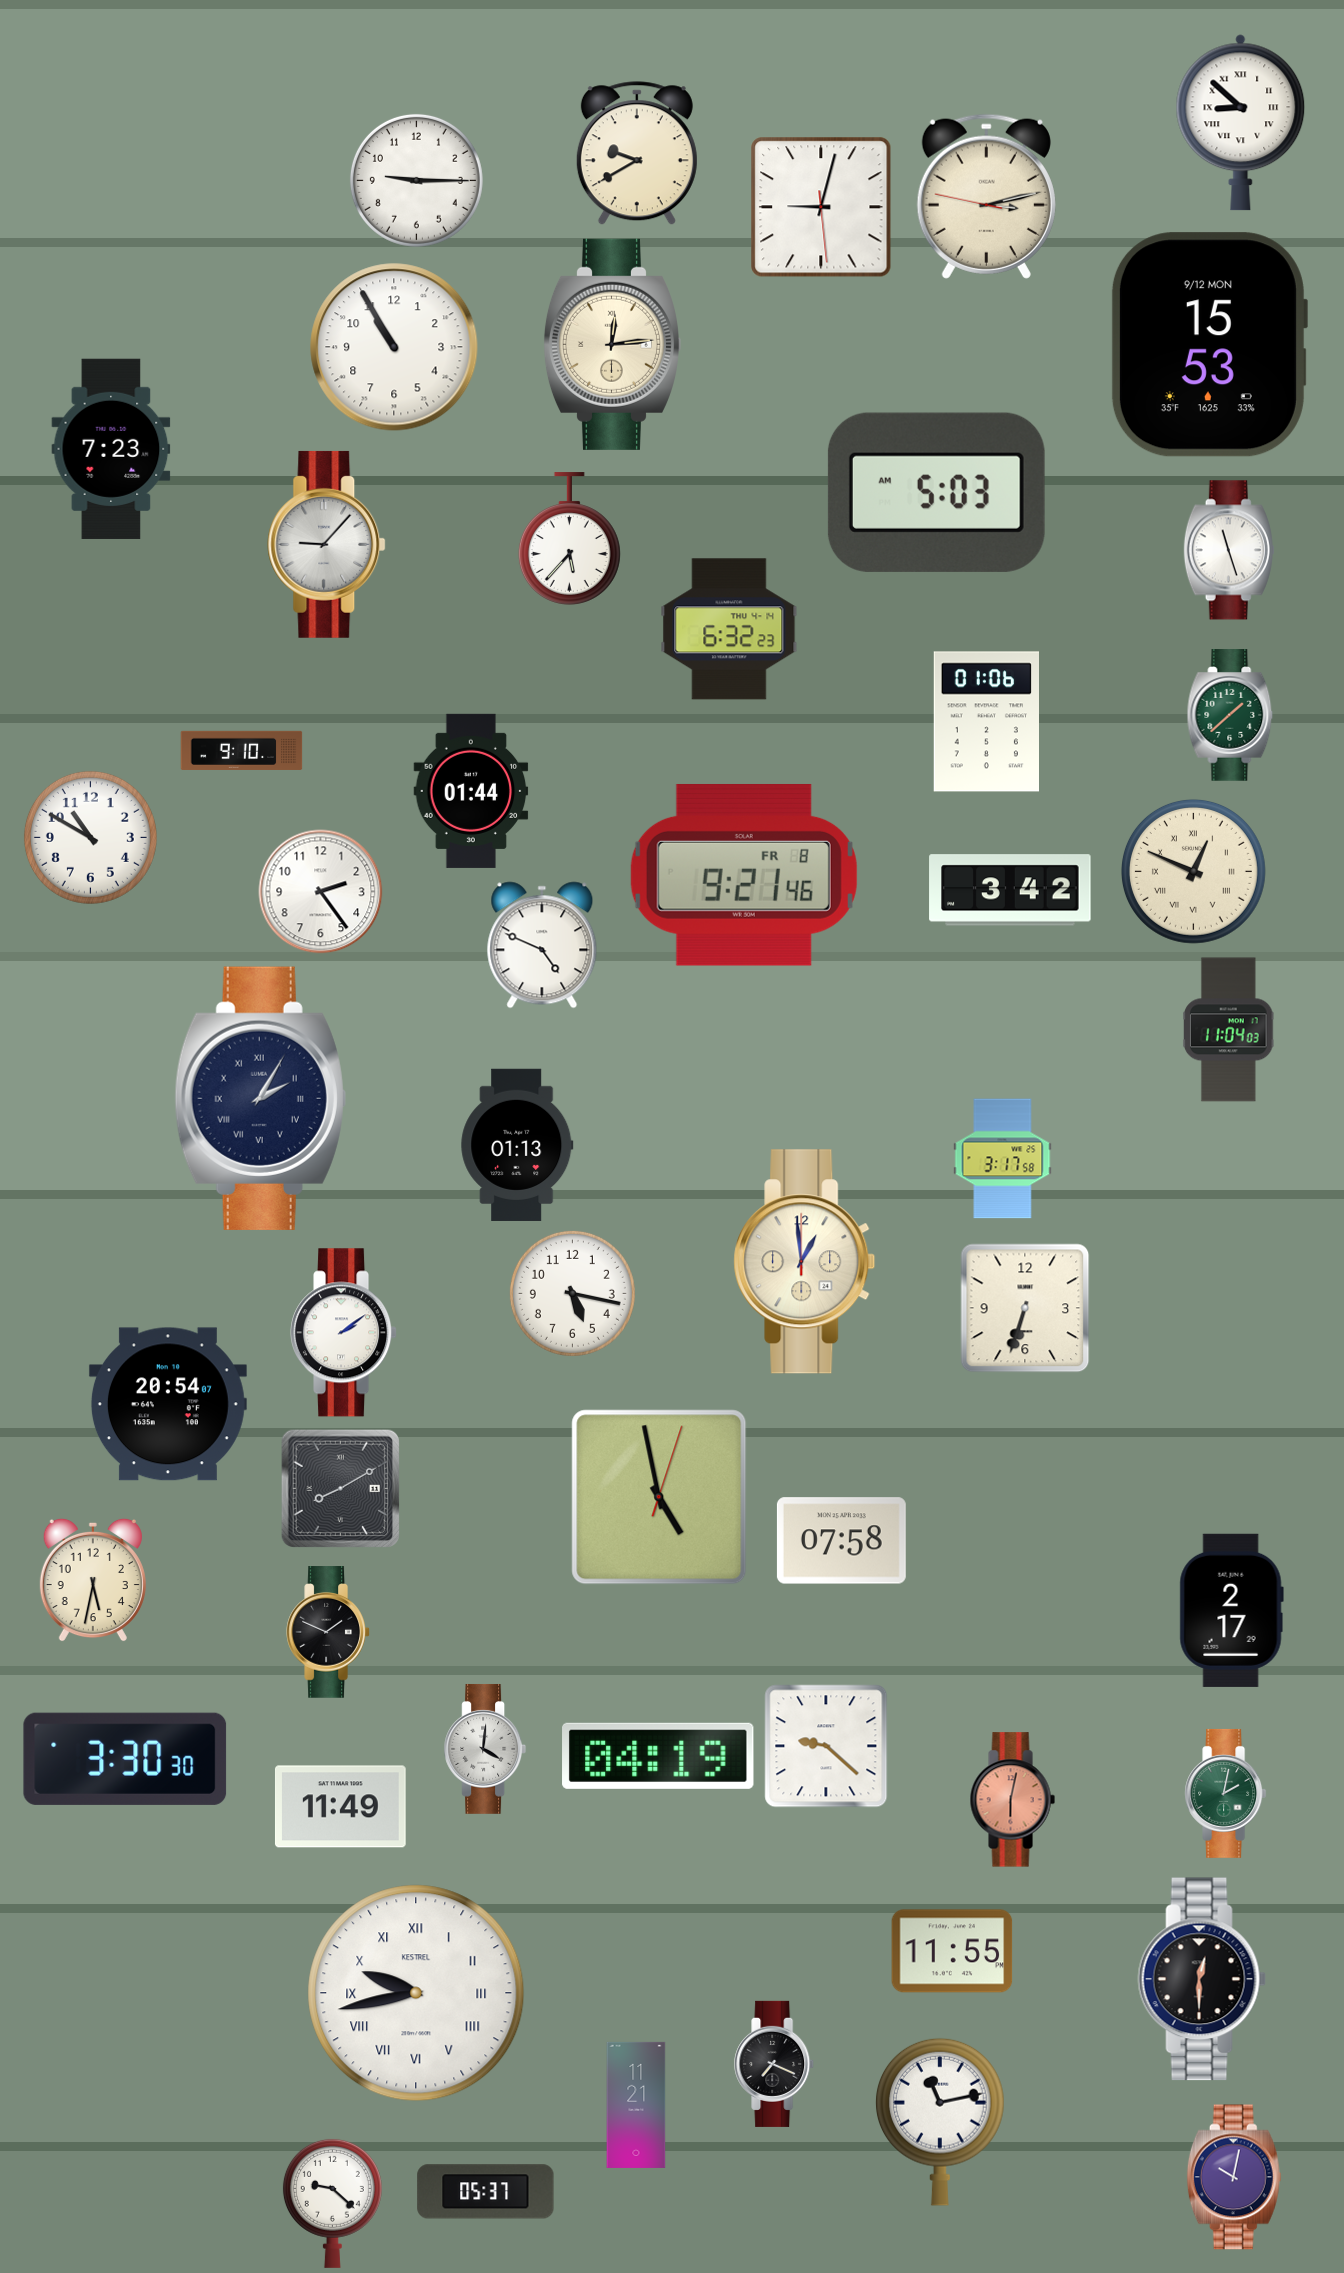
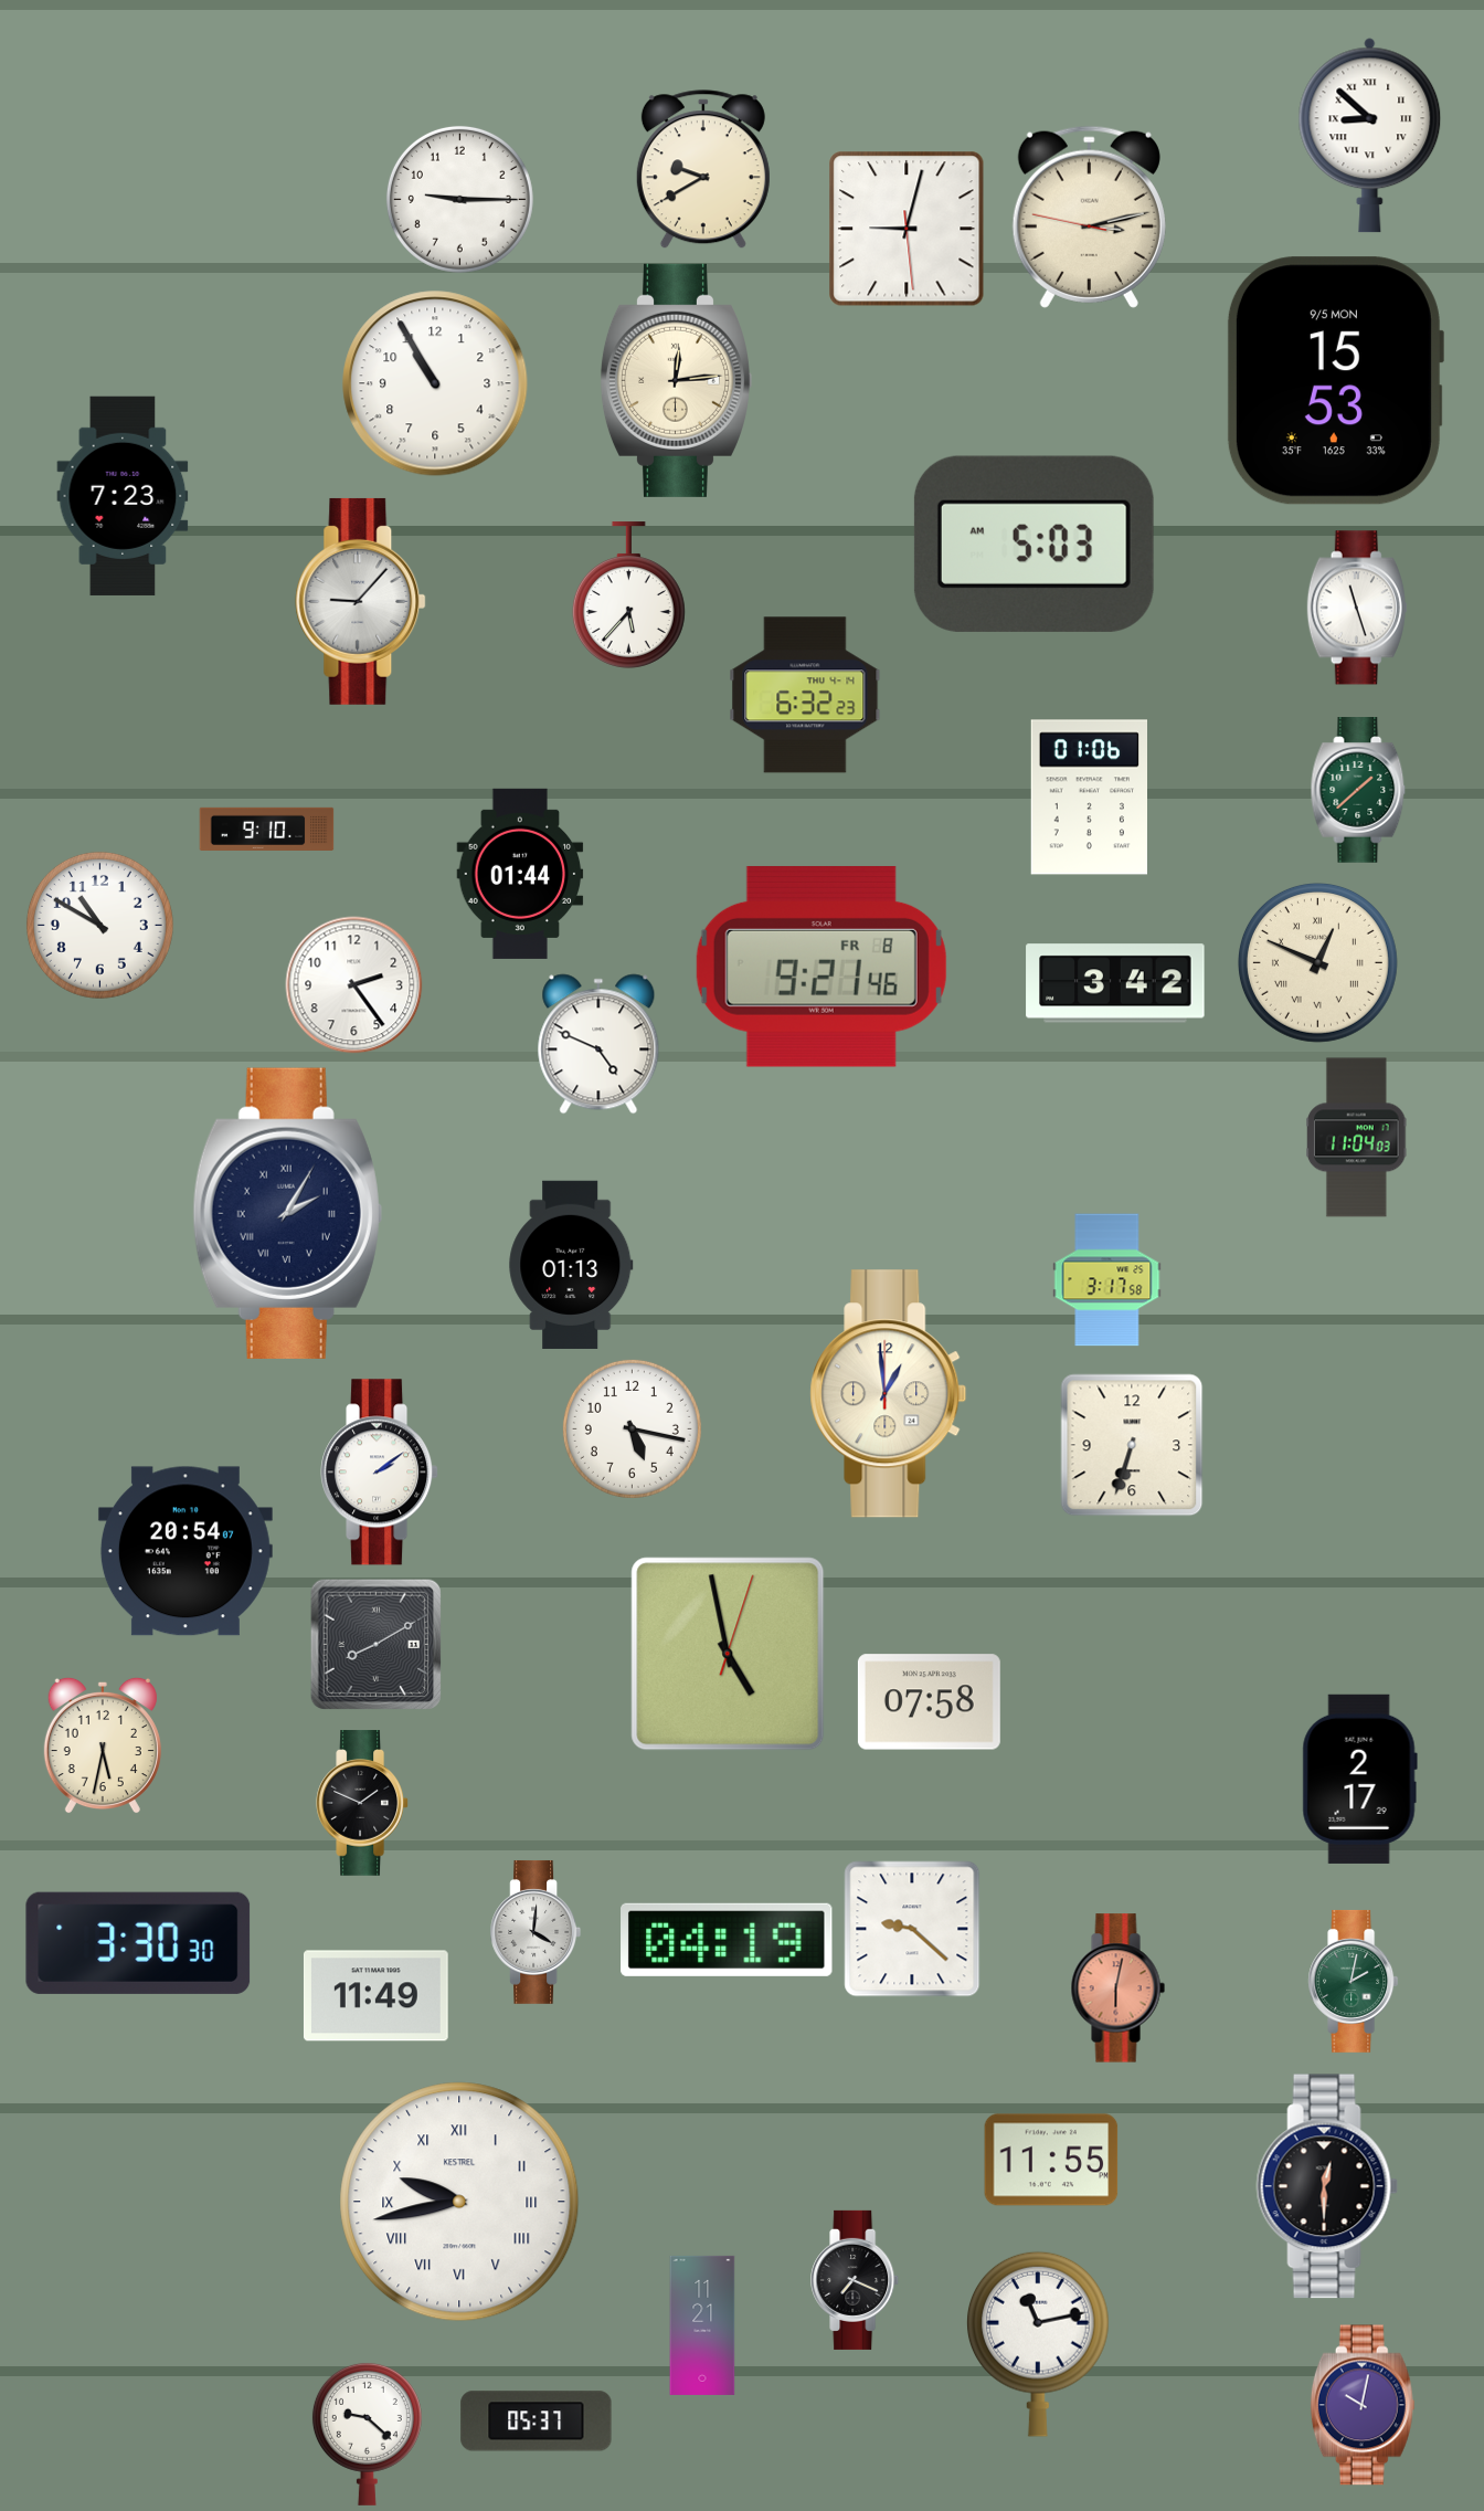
clock at (1209, 345) date: 9/12 MON -> 9/5 MON
clock at (952, 1951) position: (952, 1951) -> (1051, 2160)
